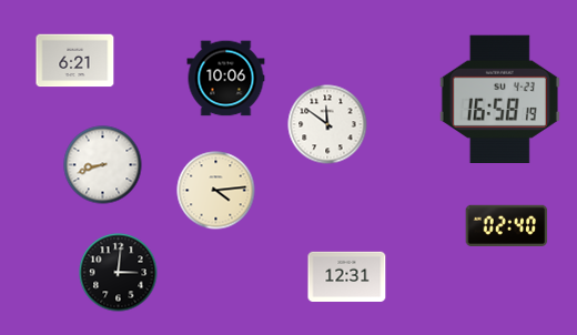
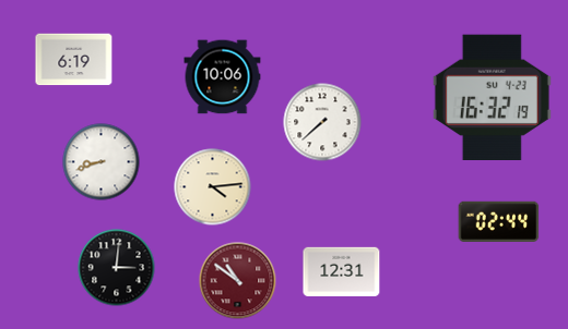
clock at (75, 61): 6:21 -> 6:19
clock at (499, 99): 16:58 -> 16:32
clock at (327, 124): 11:51 -> 7:38
clock at (507, 225): 02:40 -> 02:44
clock at (238, 281): none -> 10:51
